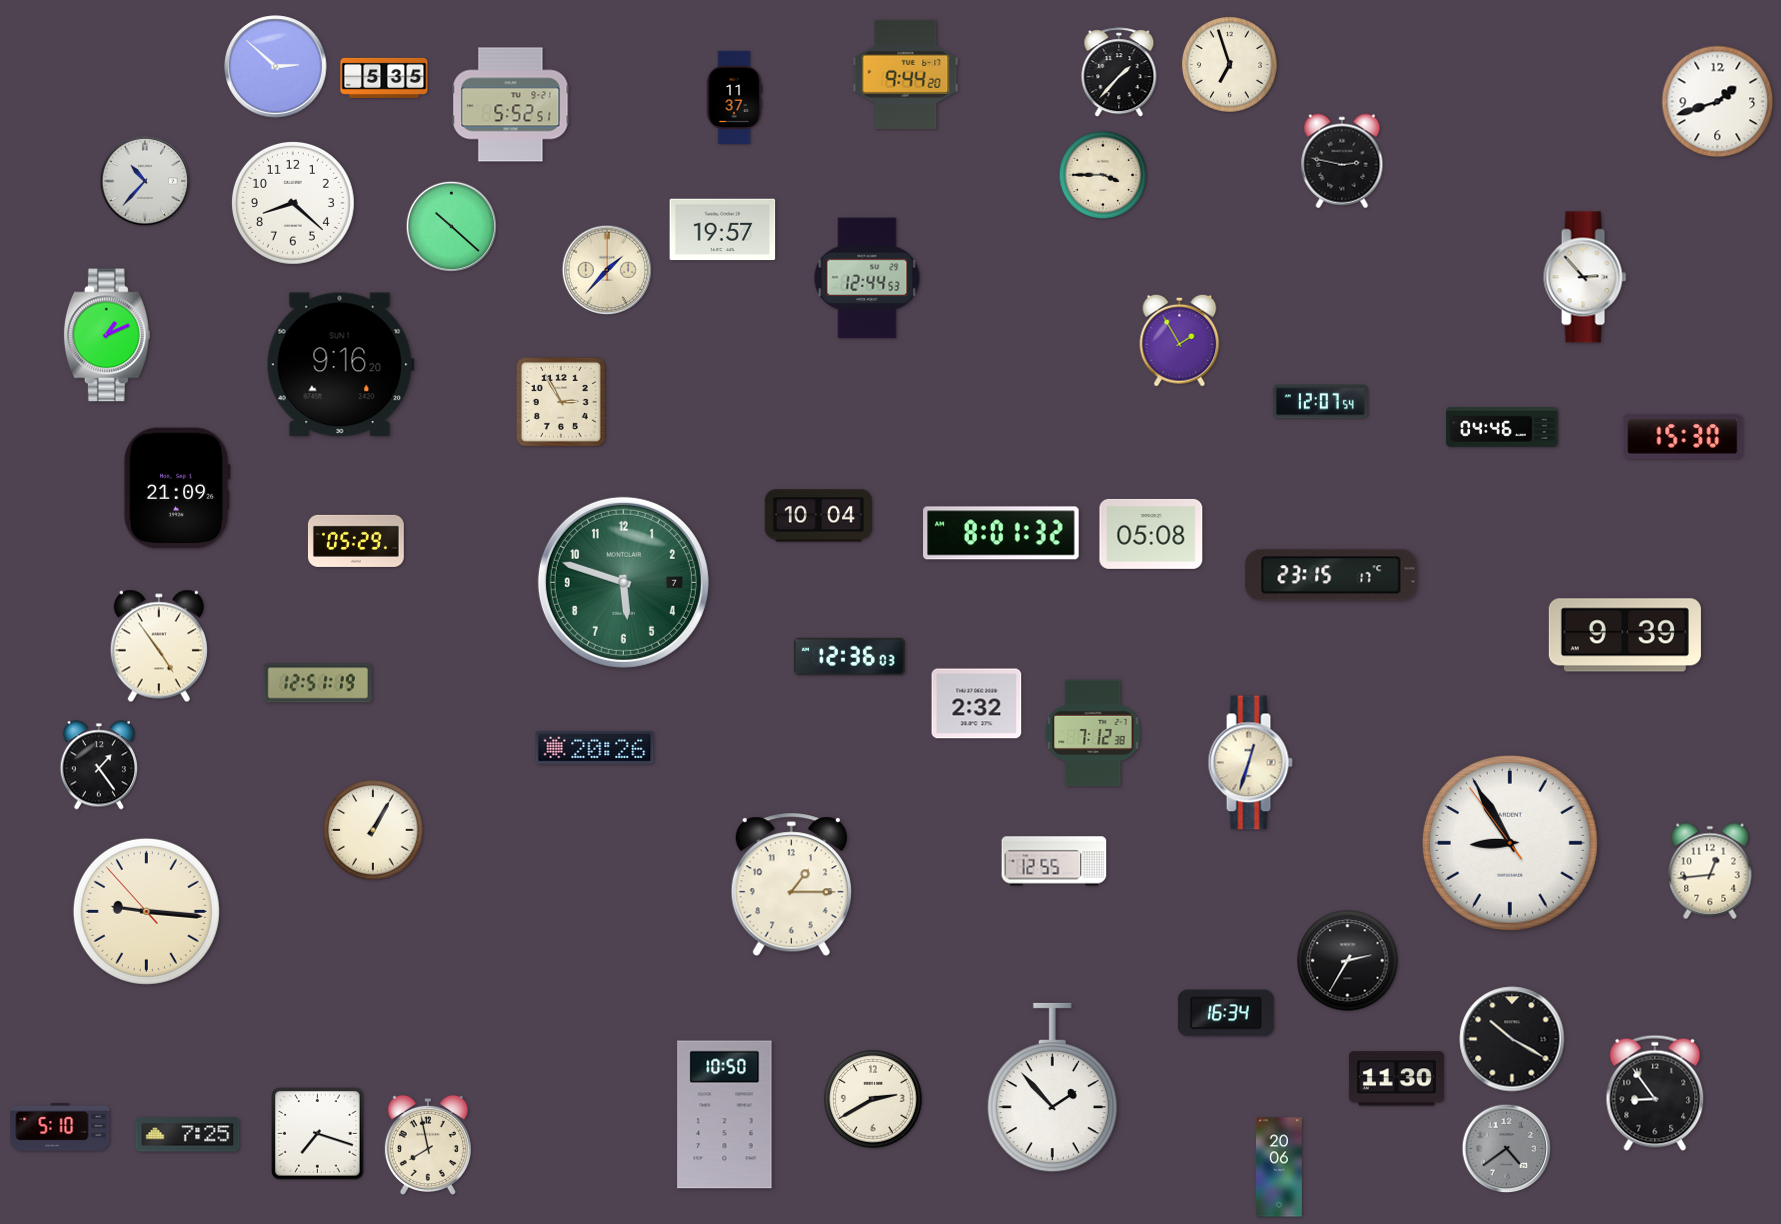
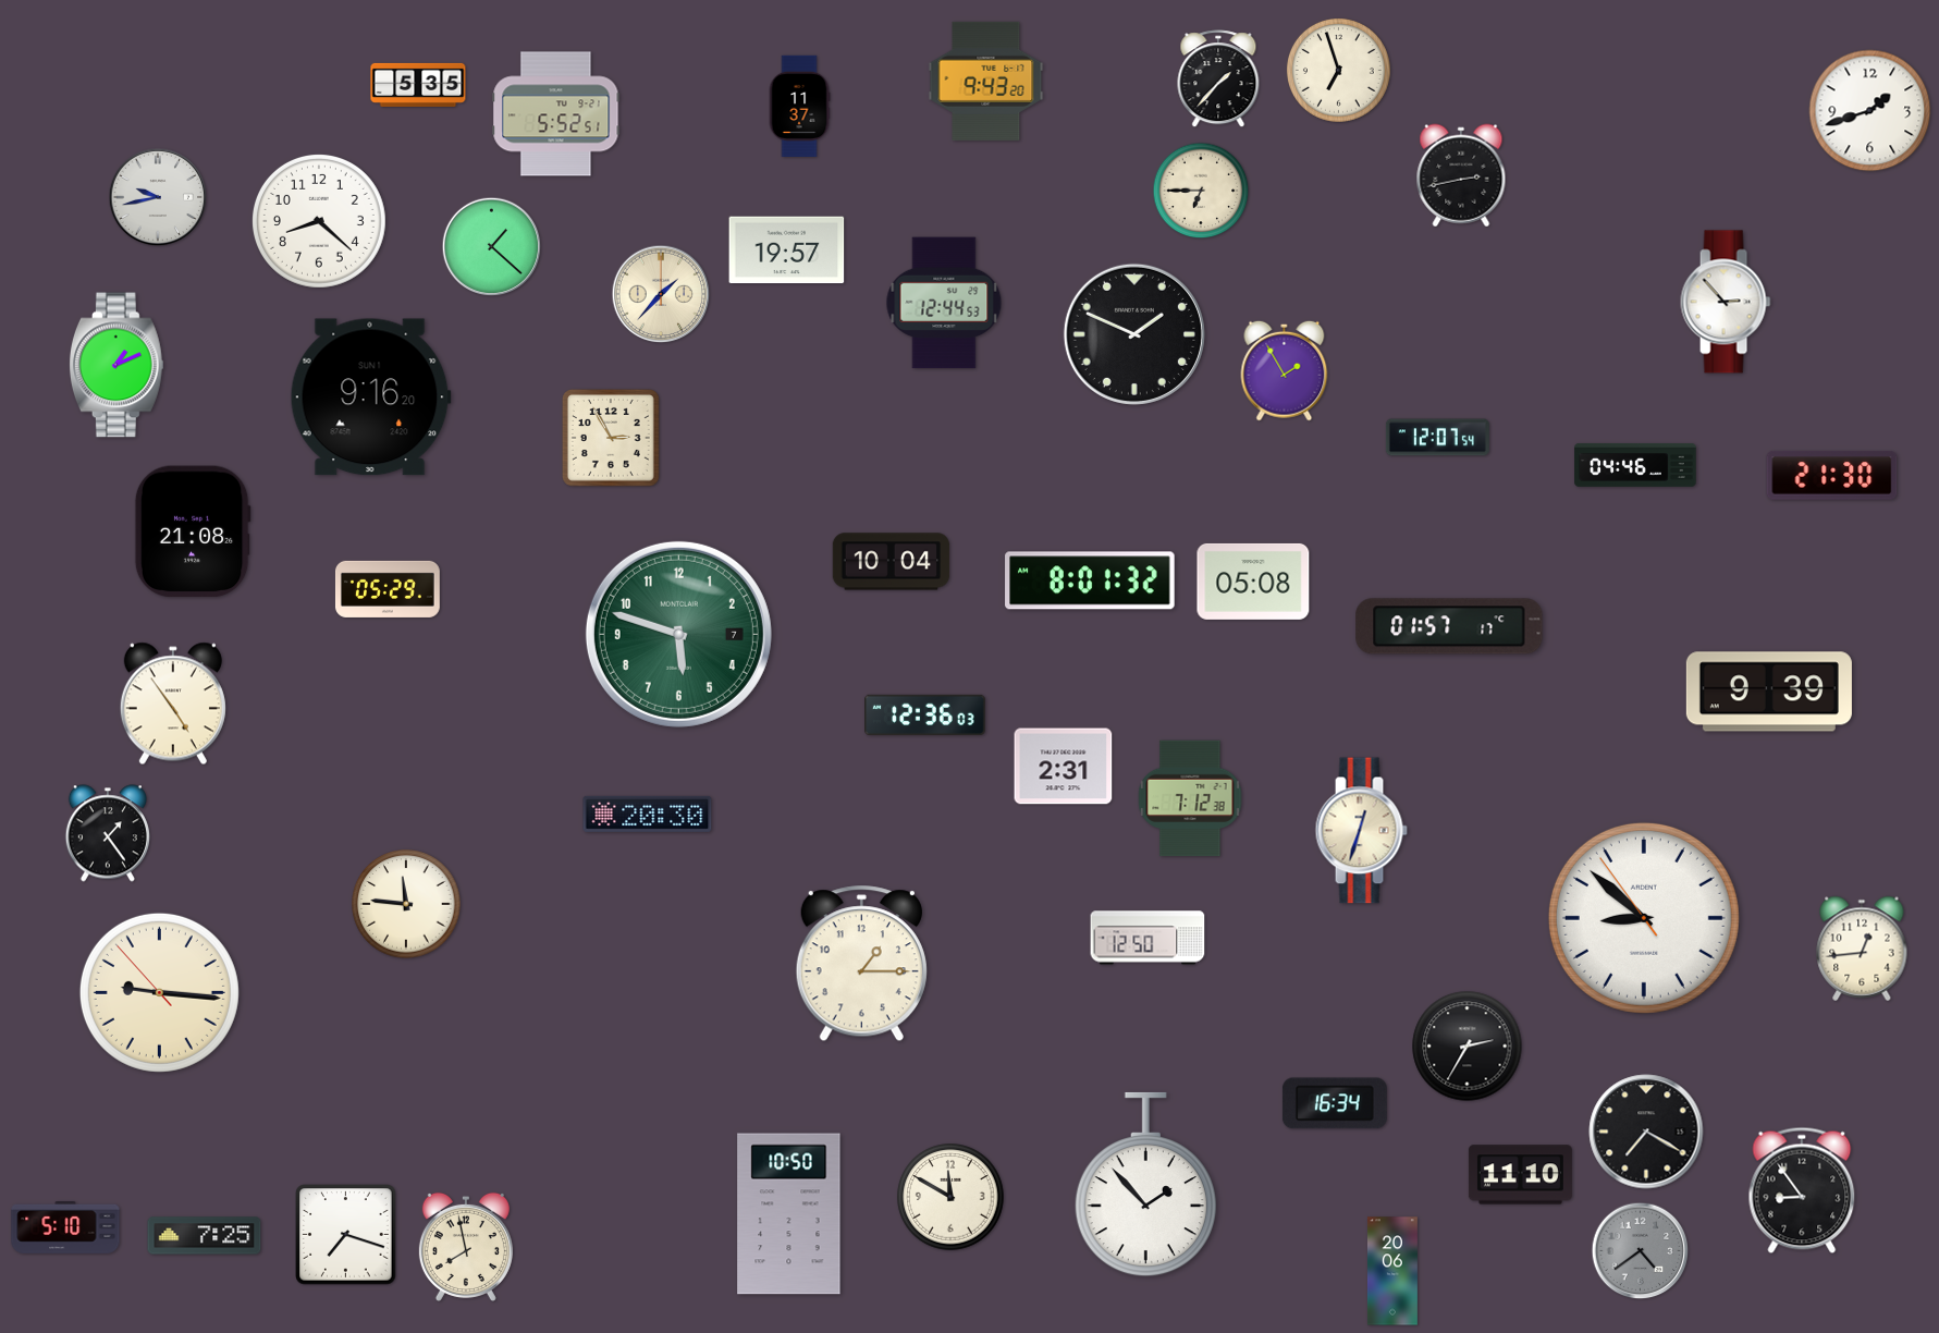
clock at (276, 67): 2:52 -> none
clock at (906, 74): 9:44 -> 9:43
clock at (1342, 161): 2:47 -> 2:43
clock at (1103, 175): 3:45 -> 6:45
clock at (145, 181): 10:37 -> 9:43
clock at (452, 227): 10:22 -> 1:22
clock at (1134, 334): none -> 1:49
clock at (1683, 437): 15:30 -> 21:30
clock at (177, 488): 21:09 -> 21:08
clock at (1331, 575): 23:15 -> 01:57
clock at (318, 683): 12:51 -> none
clock at (977, 704): 2:32 -> 2:31
clock at (595, 747): 20:26 -> 20:30
clock at (373, 830): 1:05 -> 11:46
clock at (1510, 843): 8:54 -> 8:51
clock at (1054, 861): 12:55 -> 12:50
clock at (1512, 1039): 10:20 -> 7:20
clock at (1396, 1079): 11:30 -> 11:10
clock at (873, 1099): 2:40 -> 11:50
